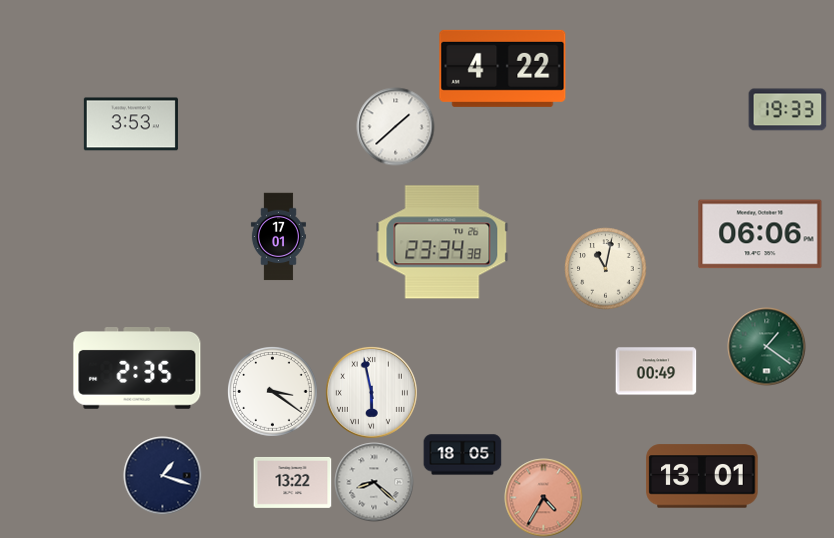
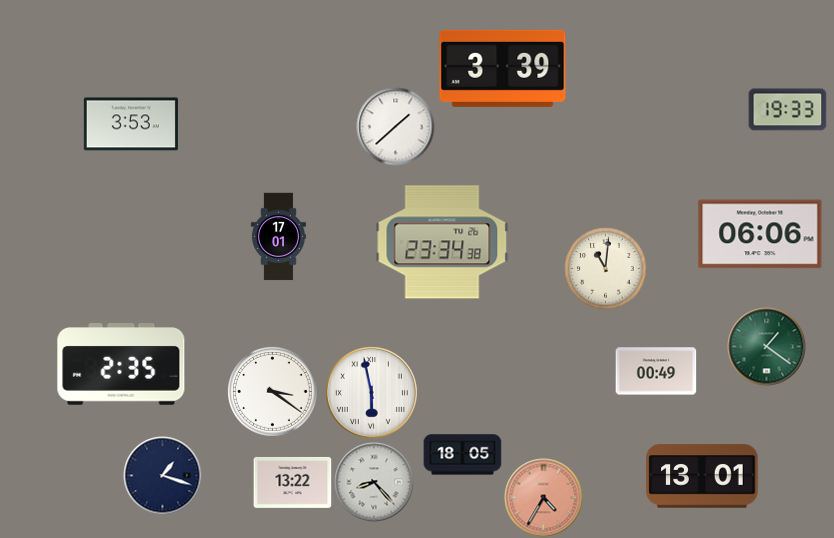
clock at (503, 68): 4:22 -> 3:39
clock at (605, 268): 11:02 -> 11:01
clock at (137, 369) position: (137, 369) -> (121, 365)
clock at (374, 482): 8:22 -> 8:23
